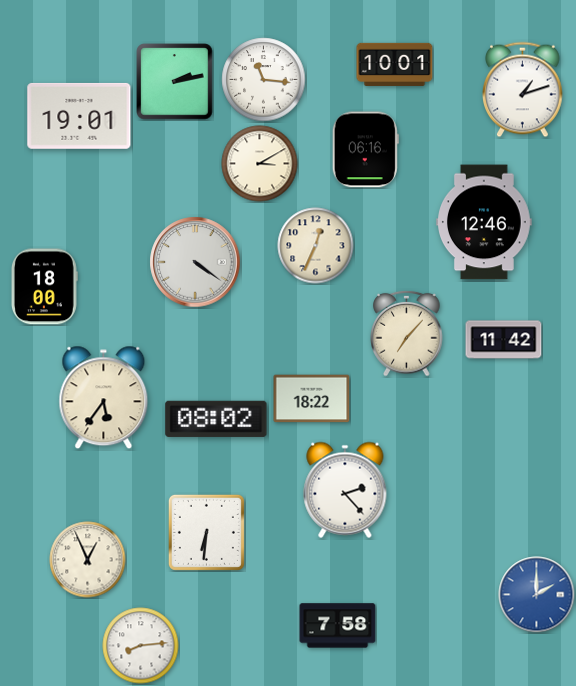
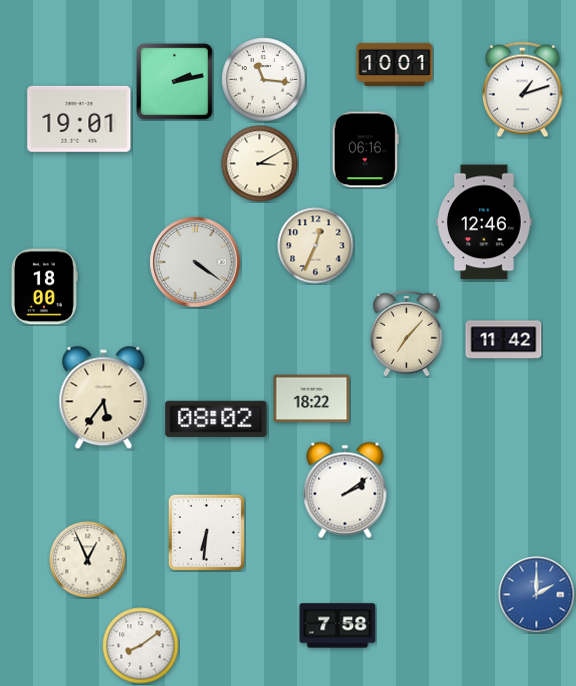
clock at (79, 116) position: (79, 116) -> (79, 119)
clock at (345, 490): 2:23 -> 2:09
clock at (141, 646): 8:14 -> 8:09
